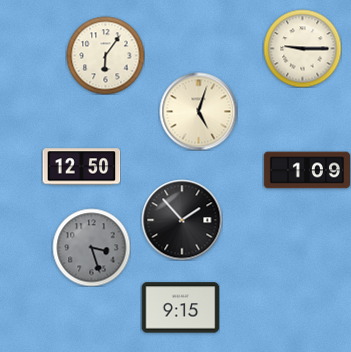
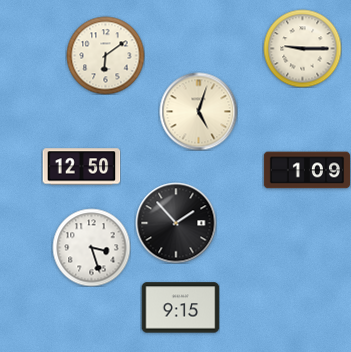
clock at (105, 55): 6:06 -> 6:09
clock at (182, 220) position: (182, 220) -> (176, 223)
clock at (91, 247) dial: grey -> white
